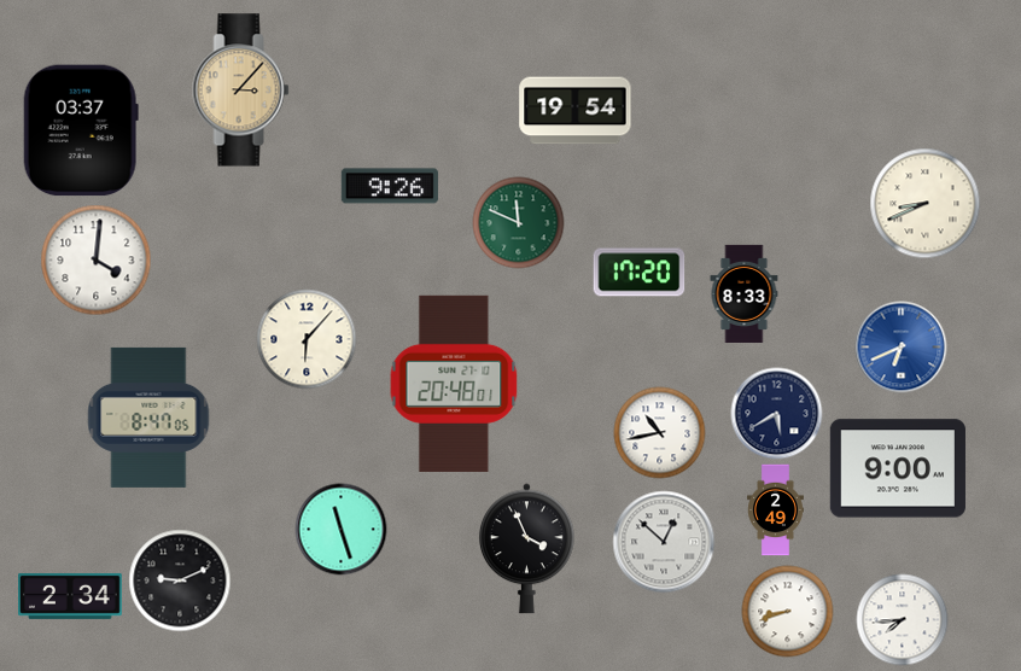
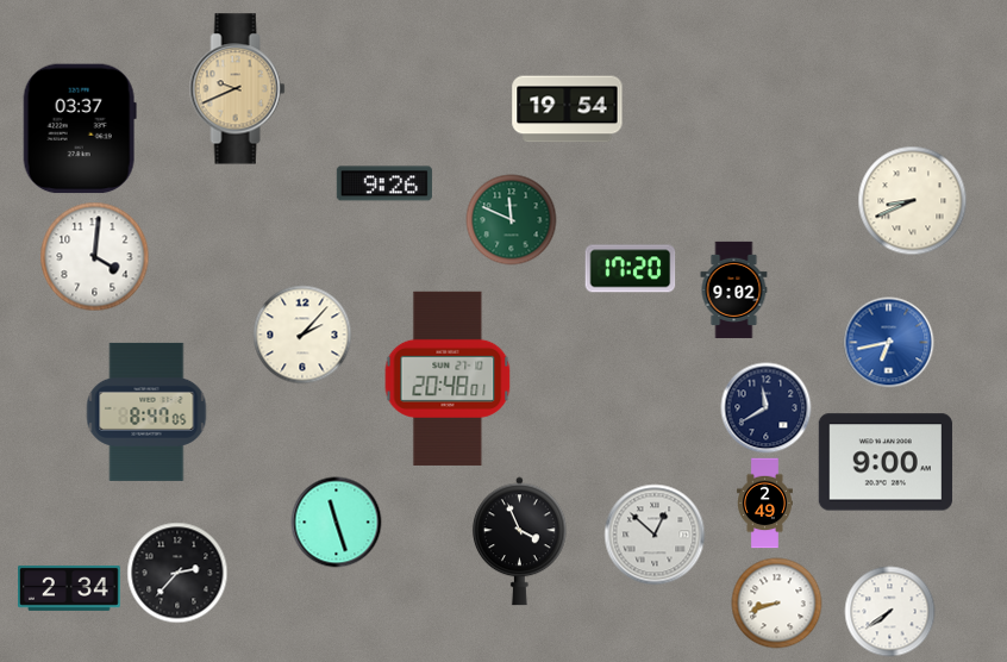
clock at (241, 91): 3:07 -> 9:41
clock at (745, 293): 8:33 -> 9:02
clock at (307, 339): 6:07 -> 2:07
clock at (902, 348): 6:41 -> 6:43
clock at (777, 414): 5:40 -> 11:40
clock at (660, 433): 10:43 -> none
clock at (180, 580): 9:11 -> 2:37
clock at (903, 620): 7:44 -> 7:39
